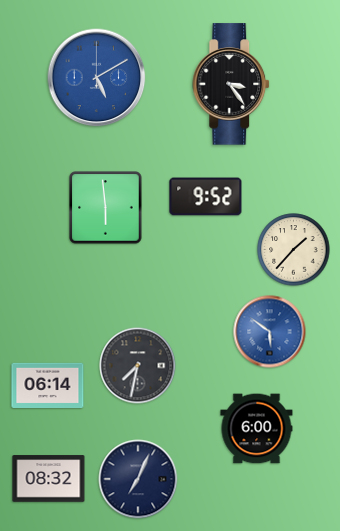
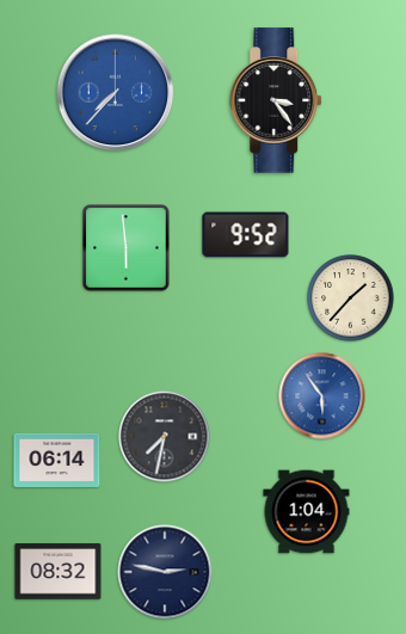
clock at (97, 78): 5:10 -> 7:37
clock at (270, 332): 5:51 -> 5:54
clock at (257, 429): 6:00 -> 1:04
clock at (138, 479): 7:04 -> 2:47
